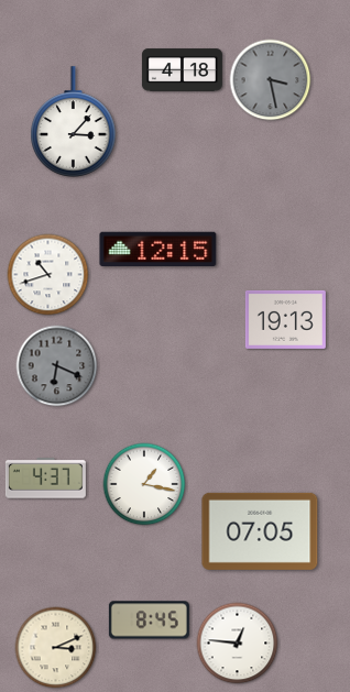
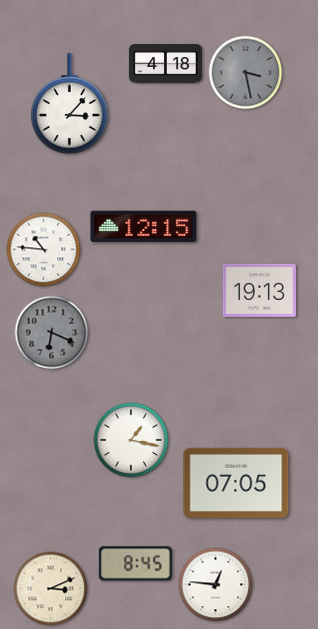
clock at (74, 122) position: (74, 122) -> (70, 104)
clock at (48, 275): 10:42 -> 10:46
clock at (45, 479): 4:37 -> none
